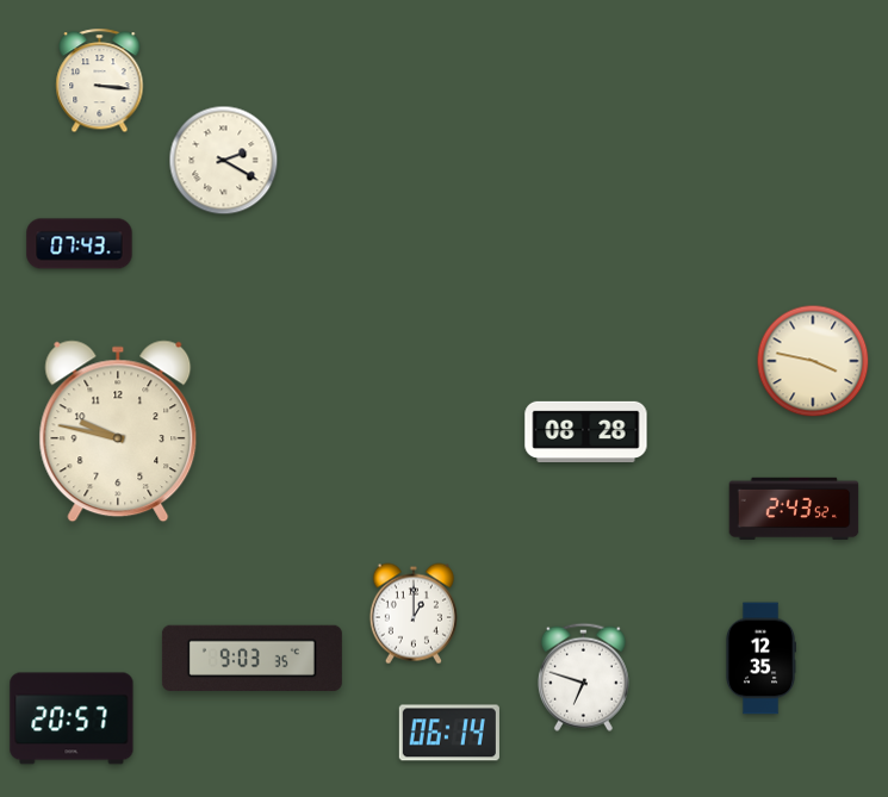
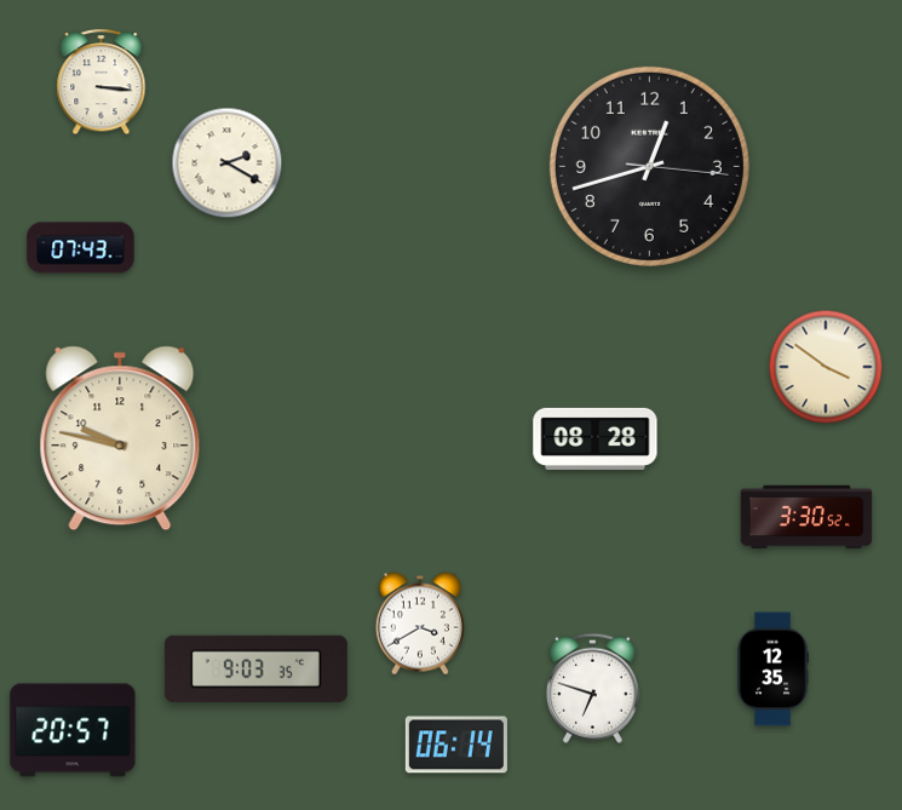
clock at (649, 166): none -> 12:42
clock at (813, 361): 3:47 -> 3:51
clock at (794, 509): 2:43 -> 3:30
clock at (414, 614): 1:00 -> 3:40
